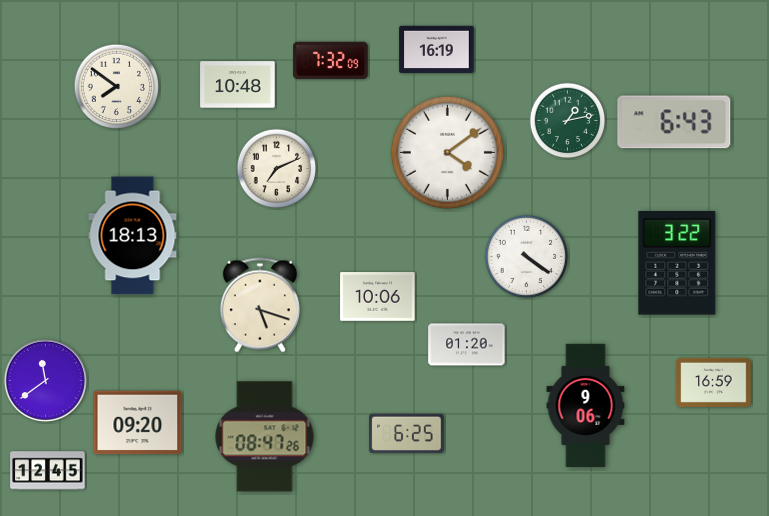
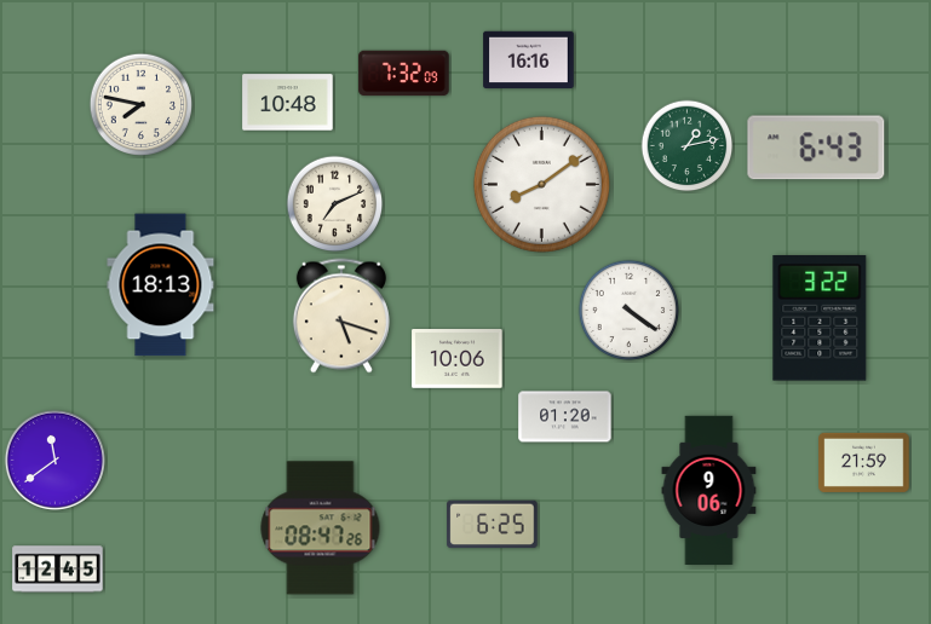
clock at (437, 50): 16:19 -> 16:16
clock at (331, 61) position: (331, 61) -> (404, 74)
clock at (117, 87): 7:51 -> 7:47
clock at (447, 152): 4:09 -> 8:09
clock at (527, 257) position: (527, 257) -> (630, 311)
clock at (260, 305) position: (260, 305) -> (341, 316)
clock at (714, 382): 16:59 -> 21:59
clock at (138, 423): 09:20 -> none
